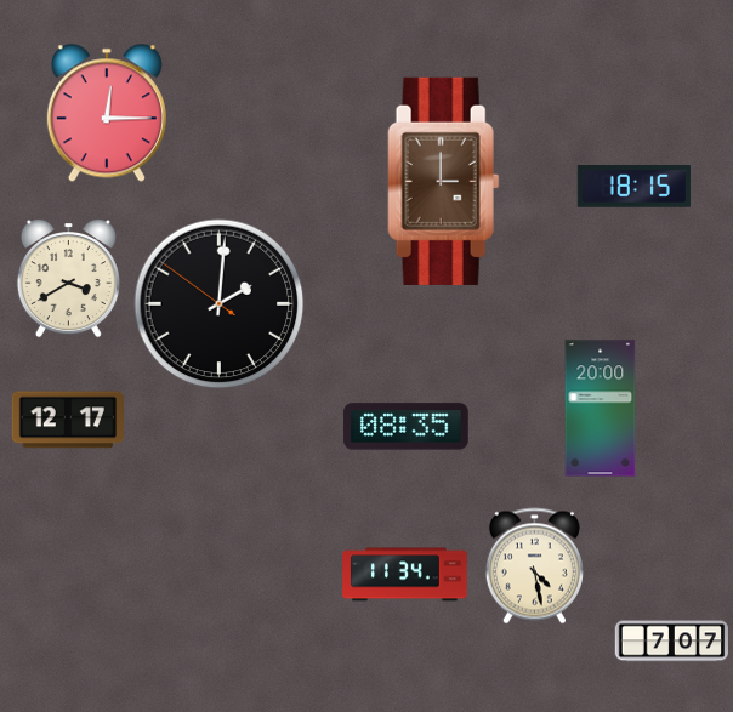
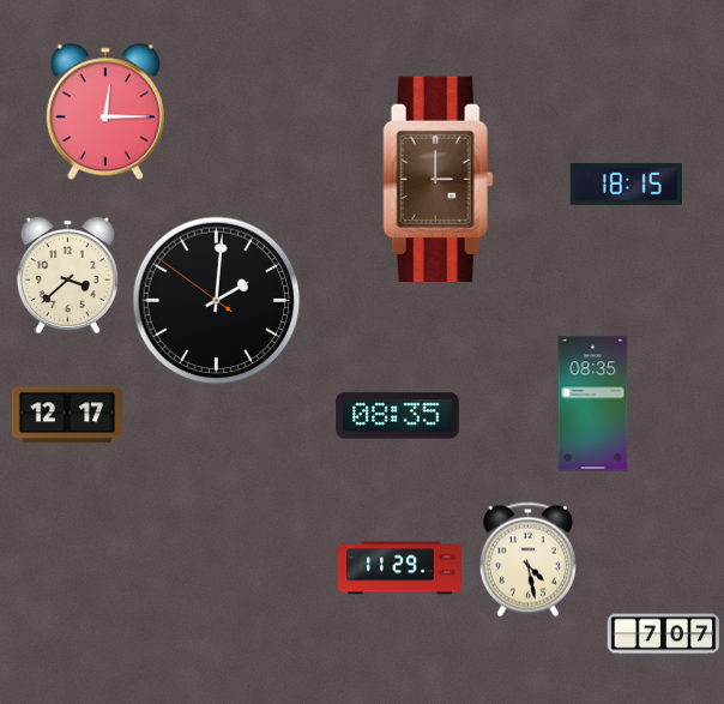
clock at (68, 279): 3:40 -> 3:38
clock at (601, 409): 20:00 -> 08:35
clock at (407, 427) position: (407, 427) -> (398, 416)
clock at (405, 575): 11:34 -> 11:29
